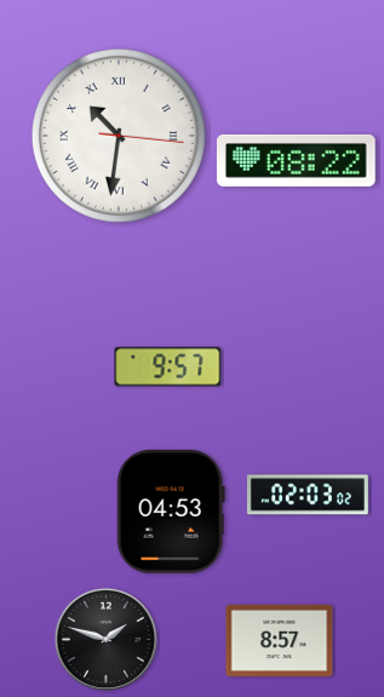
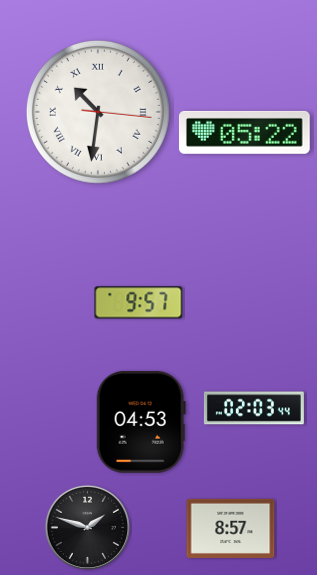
clock at (296, 160): 08:22 -> 05:22
clock at (308, 495): 02:03:02 -> 02:03:44
